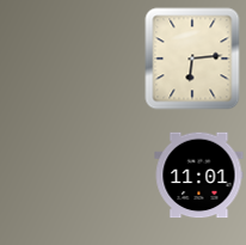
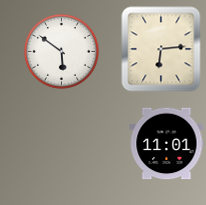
clock at (61, 51): none -> 5:51
clock at (199, 176) position: (199, 176) -> (167, 144)
